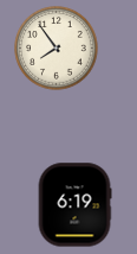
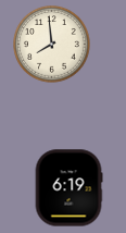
clock at (57, 49): 7:54 -> 7:59
